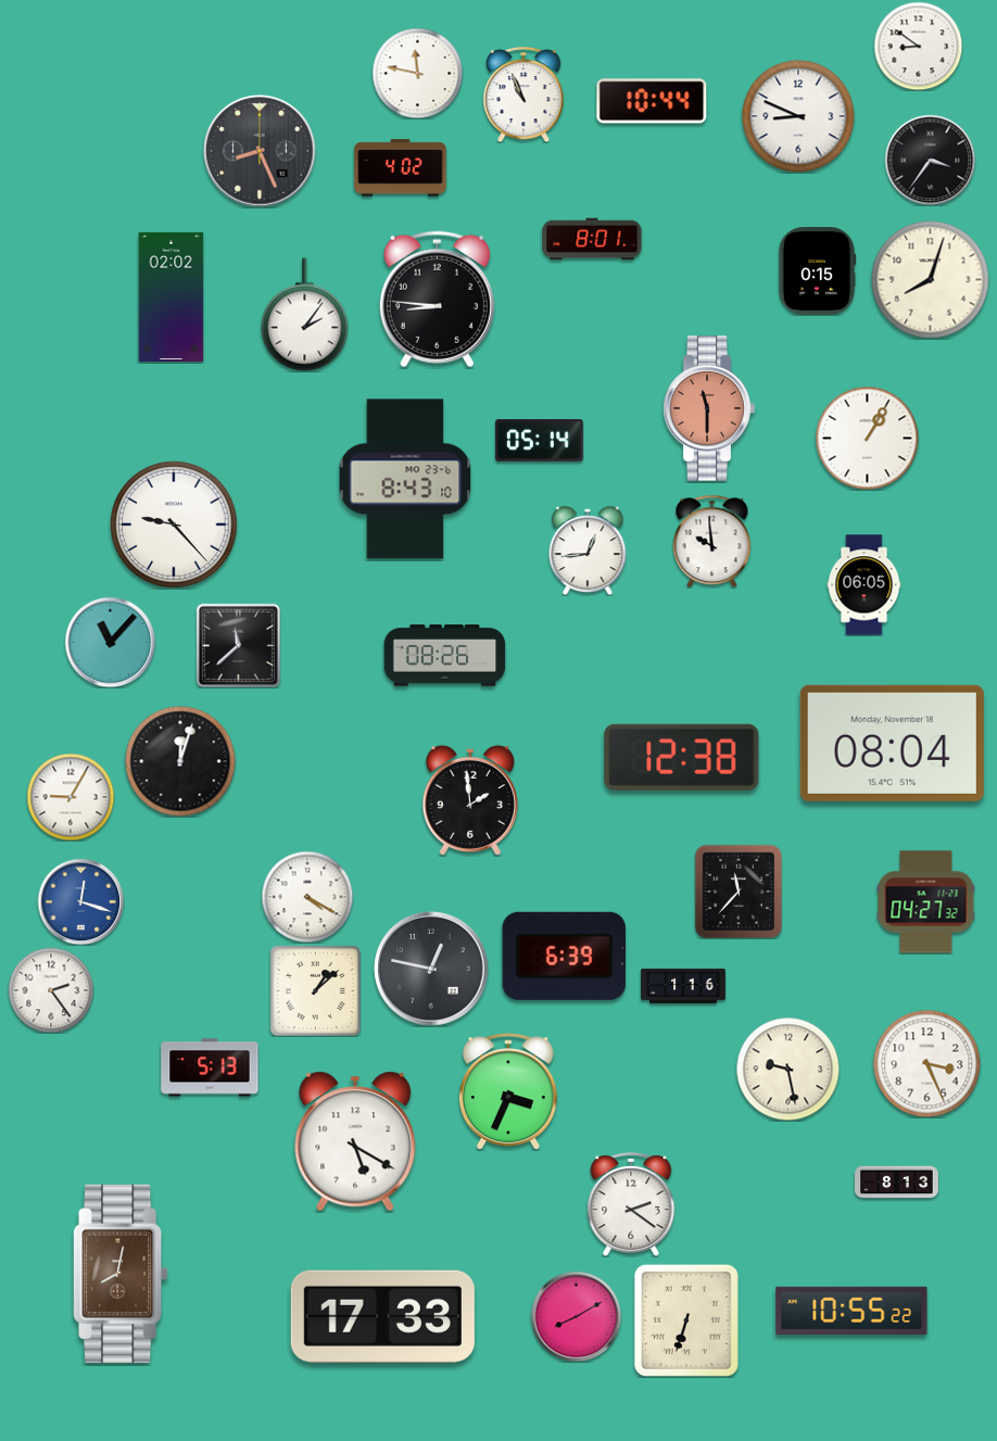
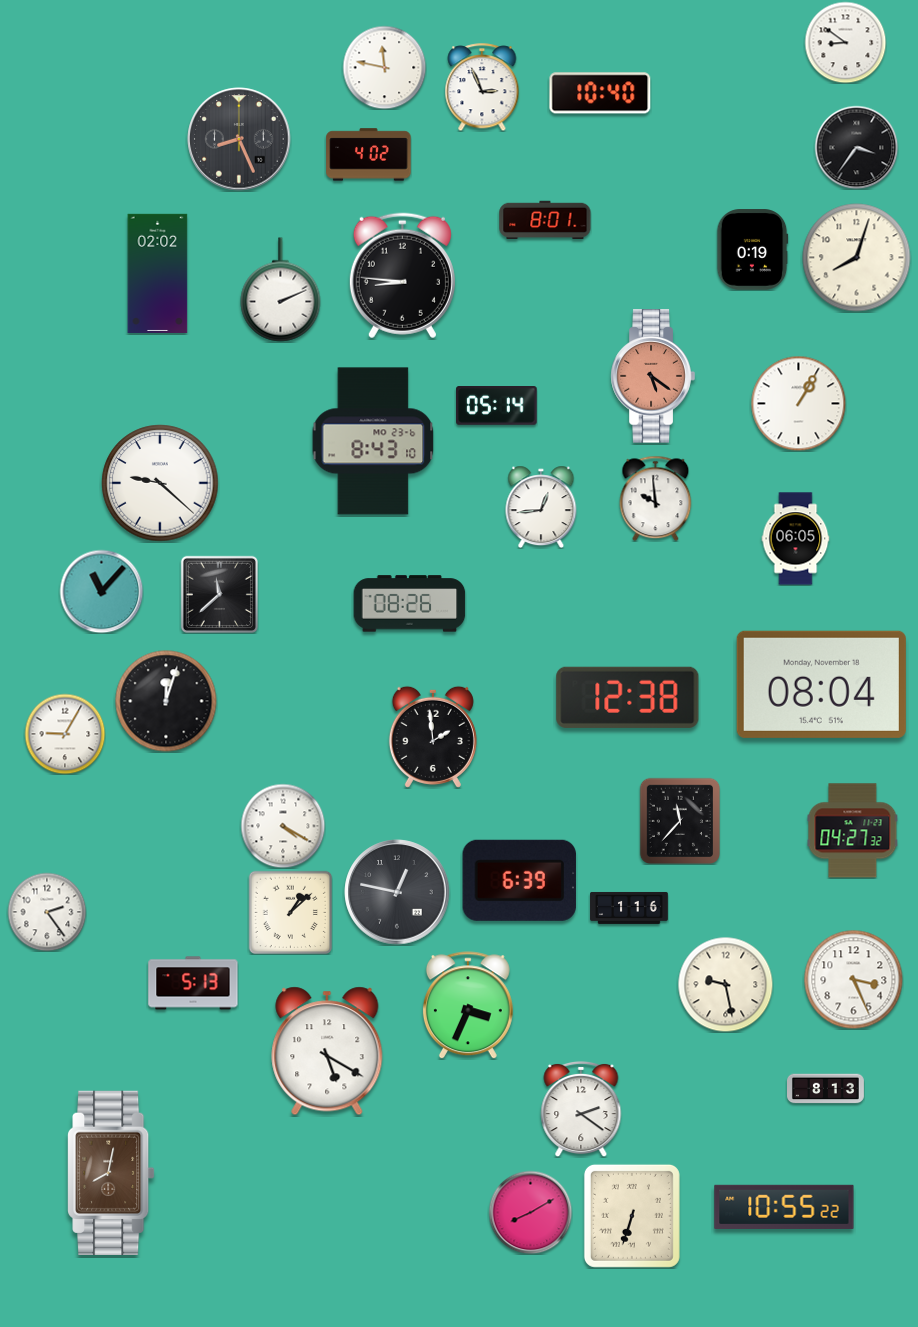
clock at (523, 94): 10:56 -> 2:56
clock at (652, 101): 10:44 -> 10:40
clock at (798, 116): 8:49 -> none
clock at (817, 271): 0:15 -> 0:19
clock at (305, 315): 2:06 -> 2:11
clock at (709, 408): 11:30 -> 5:21
clock at (174, 524): 9:23 -> 9:22
clock at (80, 901): 12:18 -> none
clock at (382, 1316): 17:33 -> none
